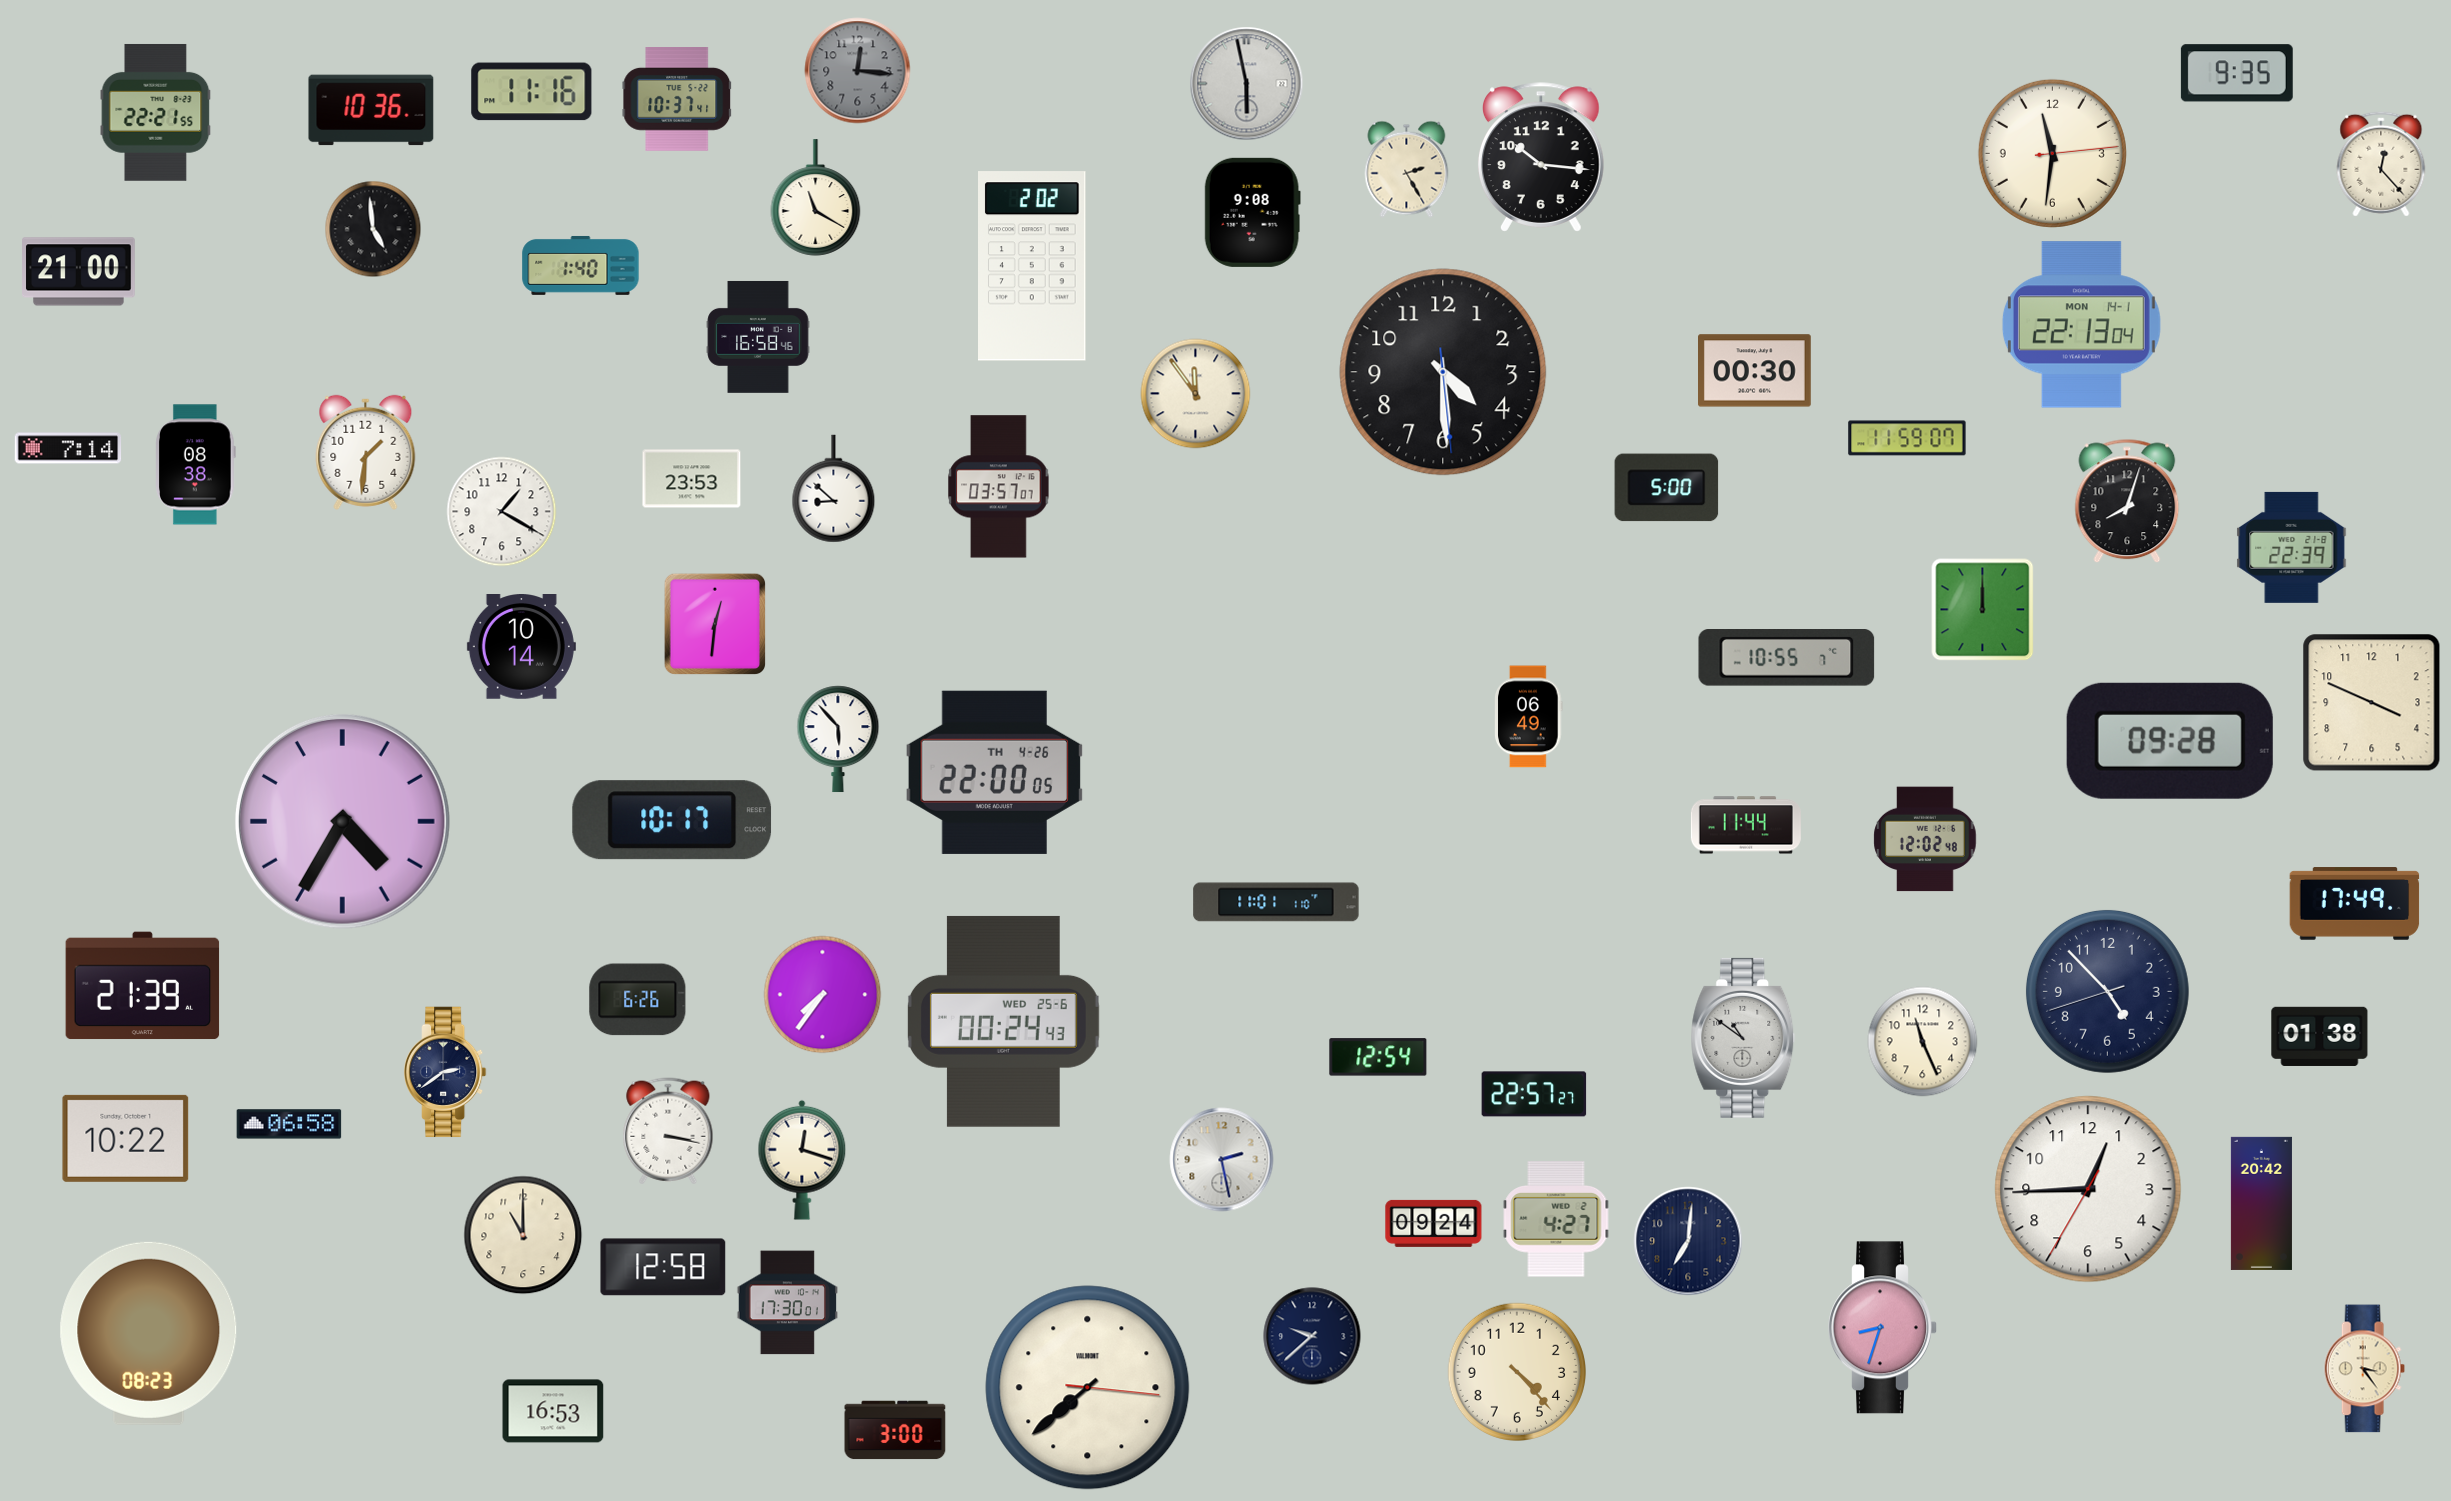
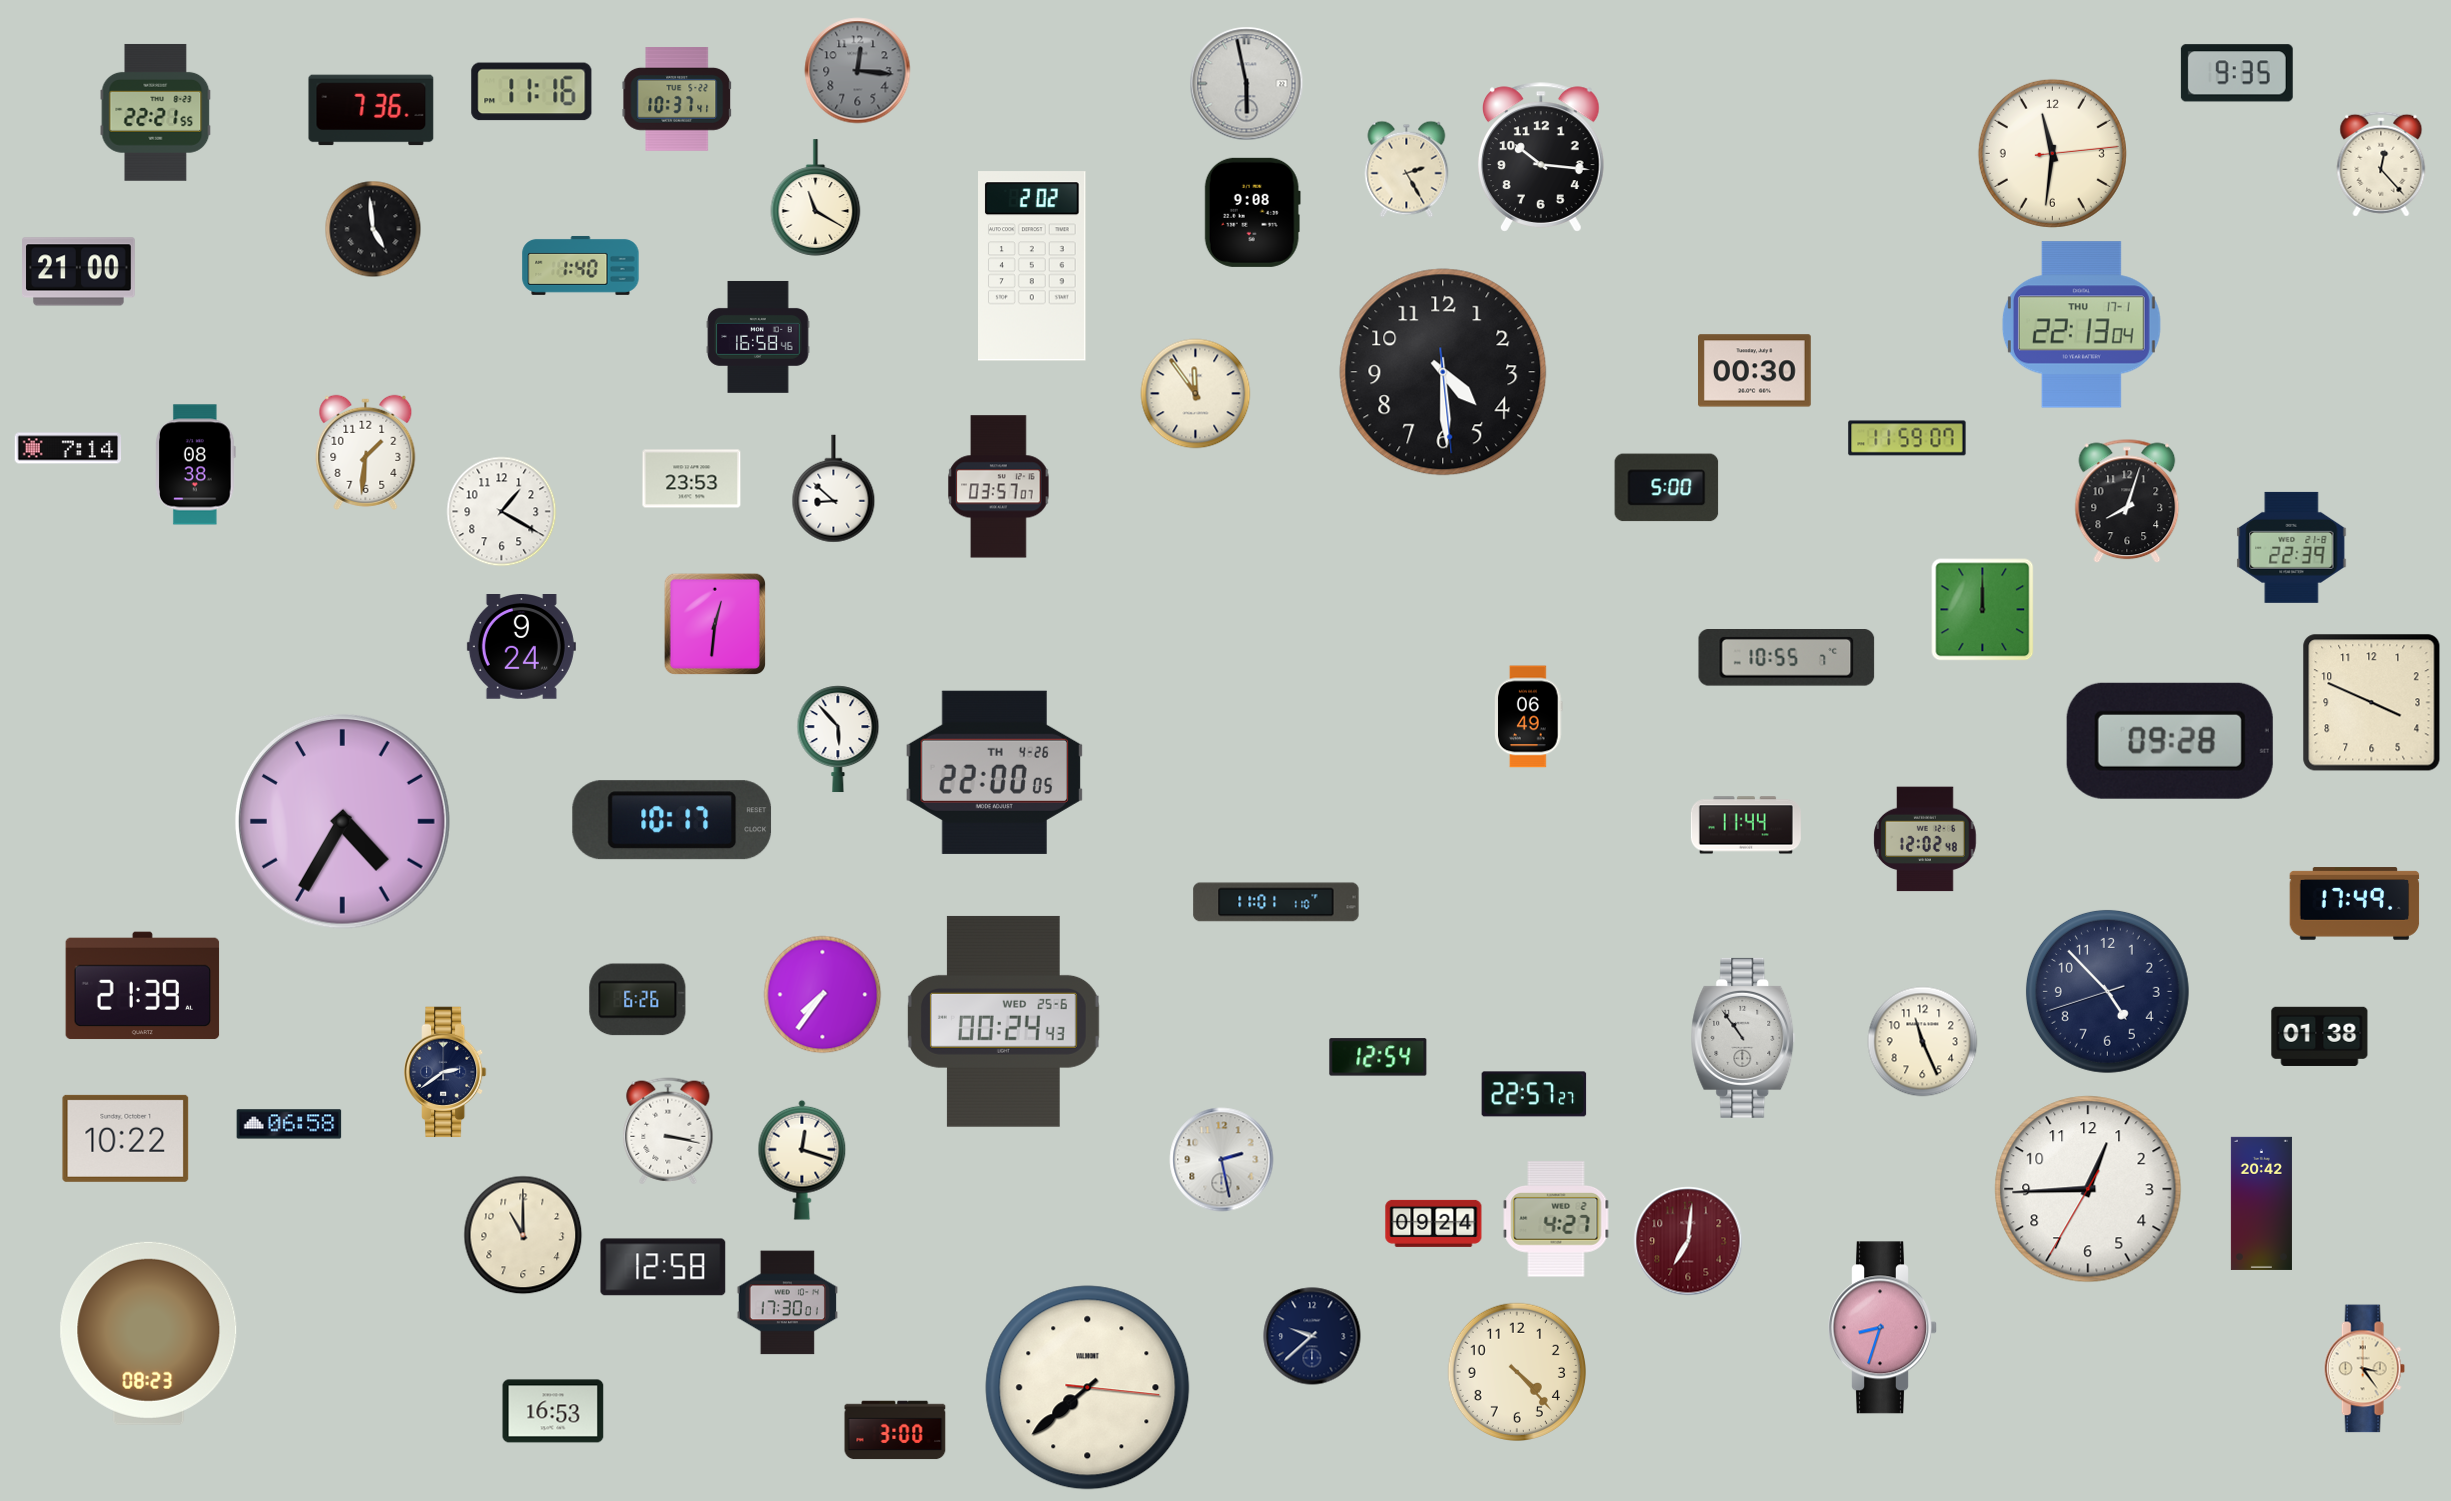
clock at (371, 110): 10:36 -> 7:36
clock at (2081, 325) date: MON 14-1 -> THU 17-1
clock at (521, 647): 10:14 -> 9:24
clock at (1743, 1038): 10:51 -> 10:54
clock at (1688, 1241) dial: navy -> burgundy
